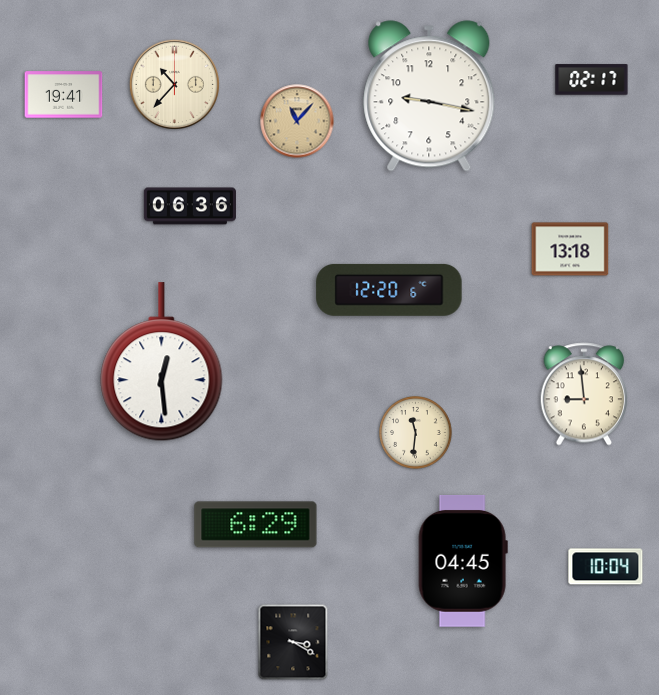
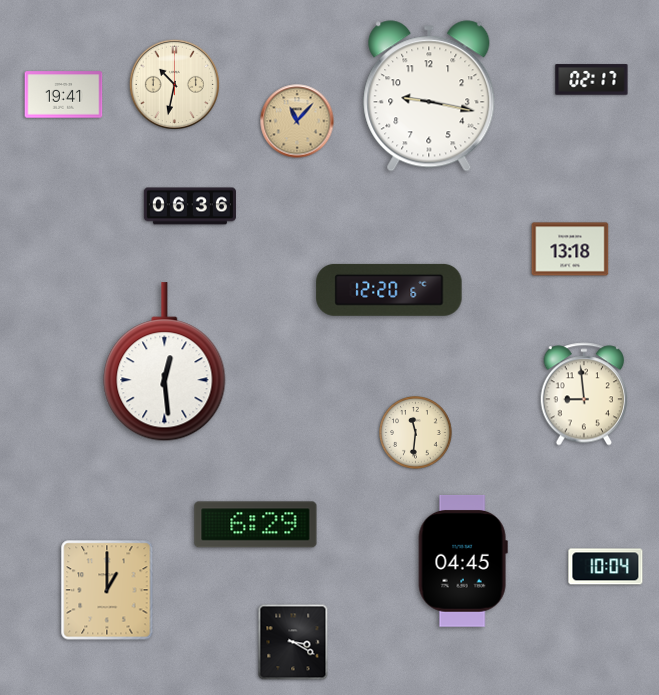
clock at (174, 84): 10:37 -> 10:32
clock at (162, 362) position: (162, 362) -> (165, 362)
clock at (107, 590): none -> 1:00
